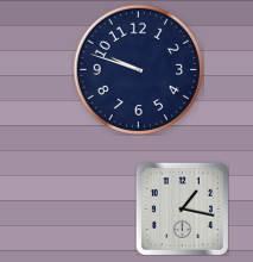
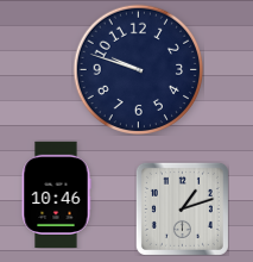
clock at (56, 194): none -> 10:46
clock at (182, 208): 1:17 -> 1:12
